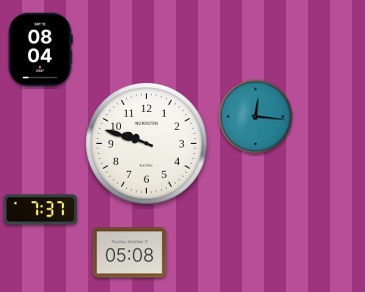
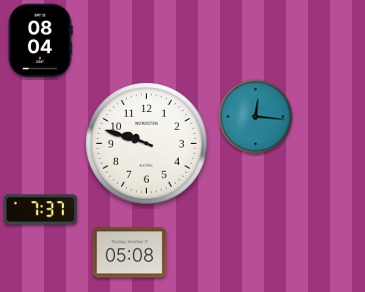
clock at (40, 50) position: (40, 50) -> (40, 41)
